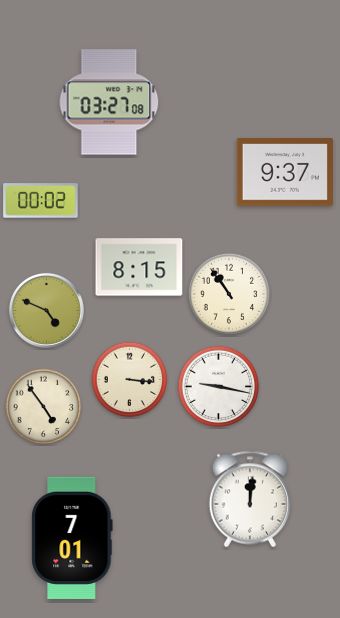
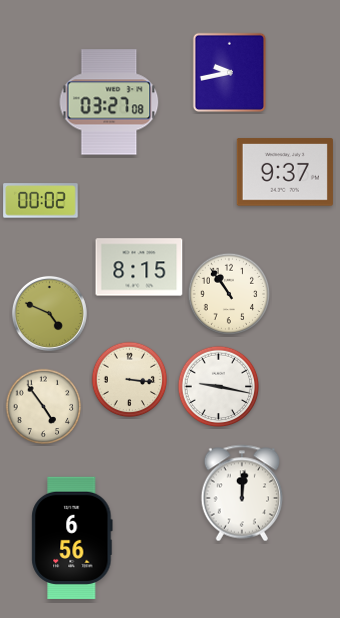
clock at (230, 73): none -> 9:43
clock at (46, 310) position: (46, 310) -> (49, 313)
clock at (250, 499) position: (250, 499) -> (242, 493)
clock at (72, 537): 7:01 -> 6:56
